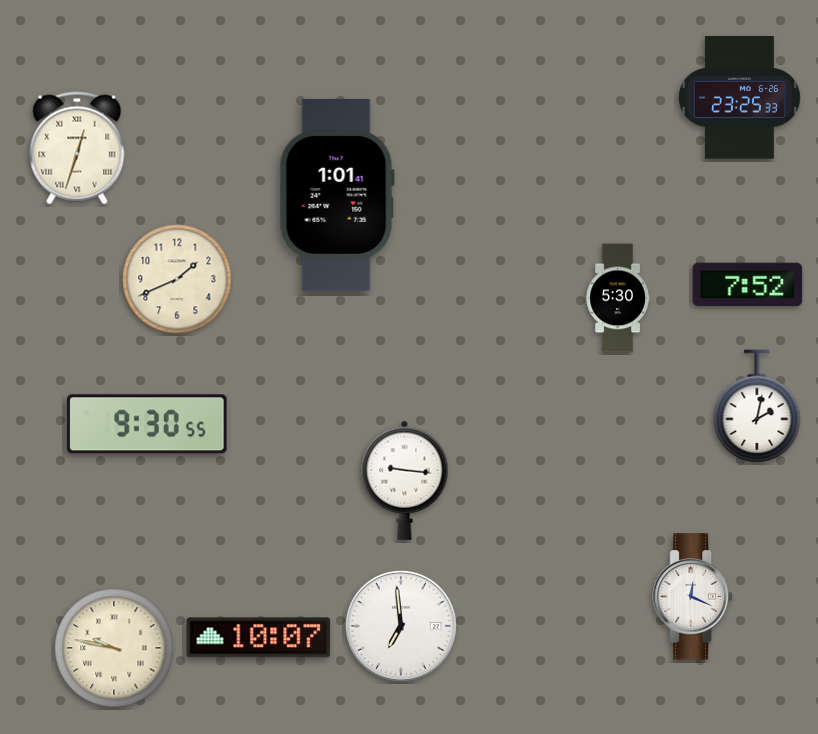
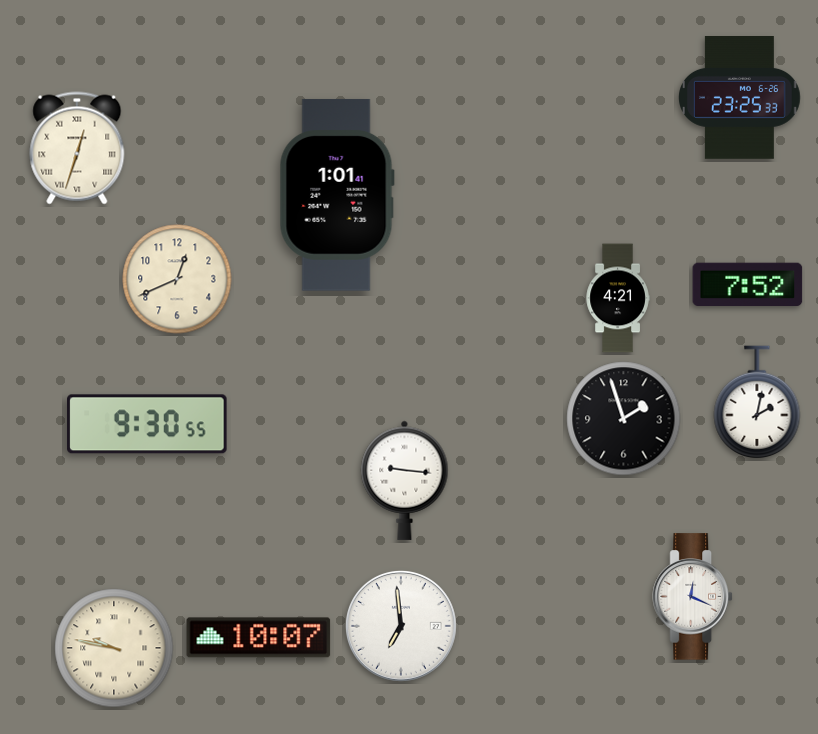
clock at (177, 279): 1:41 -> 12:41
clock at (618, 298): 5:30 -> 4:21
clock at (757, 407) position: (757, 407) -> (757, 403)
clock at (624, 419): none -> 1:57
